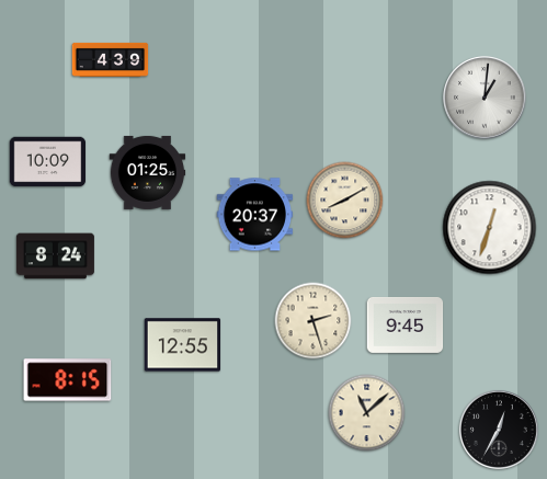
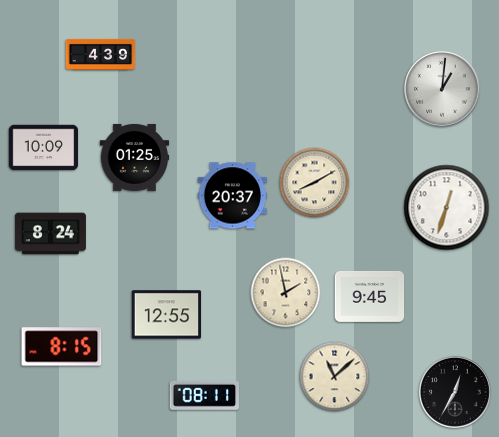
clock at (314, 321): 2:27 -> 1:58
clock at (204, 395): none -> 08:11
